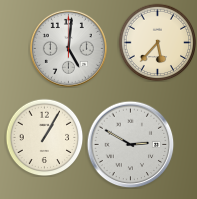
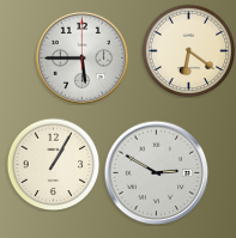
clock at (157, 42): 5:37 -> 6:21
clock at (68, 48): 5:01 -> 5:45
